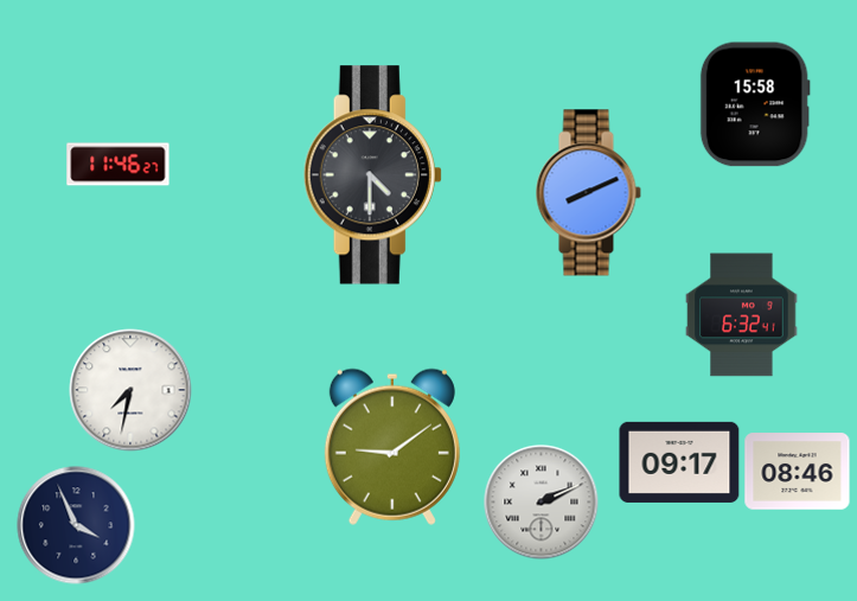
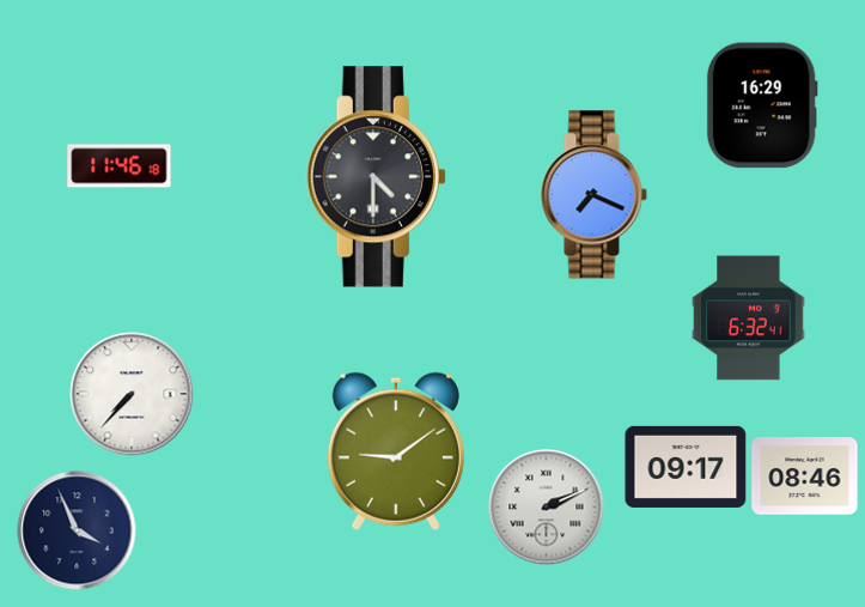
clock at (755, 104): 15:58 -> 16:29
clock at (119, 165): 11:46:27 -> 11:46:18
clock at (588, 193): 8:11 -> 7:19
clock at (130, 390): 7:32 -> 7:37
